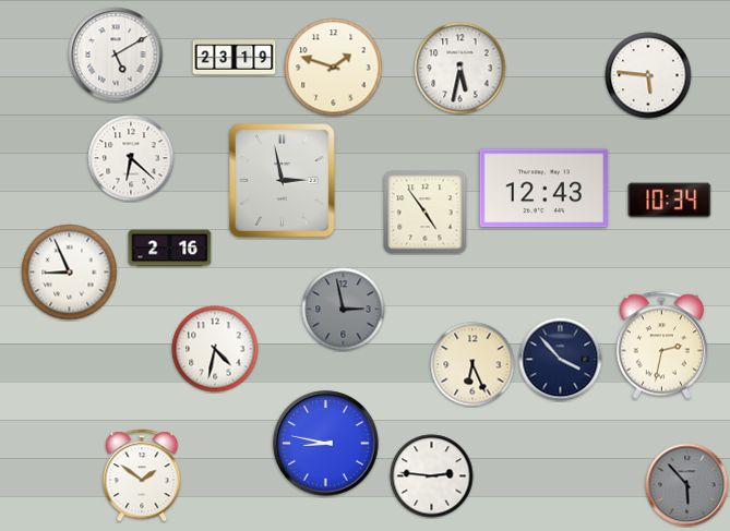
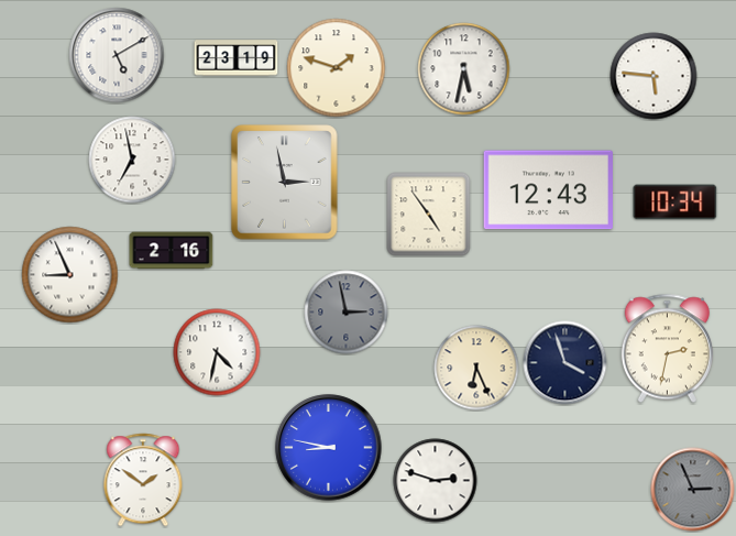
clock at (131, 158): 6:22 -> 6:58
clock at (561, 360): 3:53 -> 3:57
clock at (432, 476): 2:46 -> 2:48
clock at (687, 485): 5:53 -> 2:56
